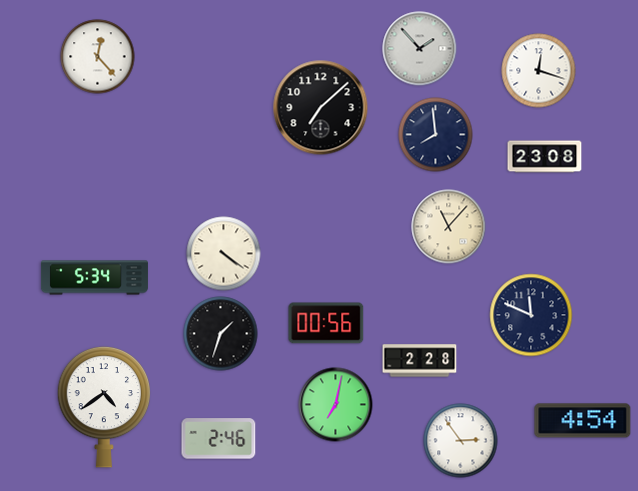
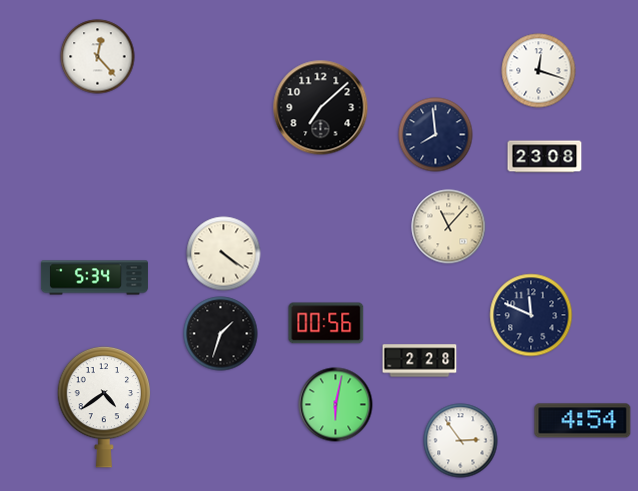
clock at (420, 49): 1:53 -> none
clock at (336, 405): 7:02 -> 6:02
clock at (219, 439): 2:46 -> none
